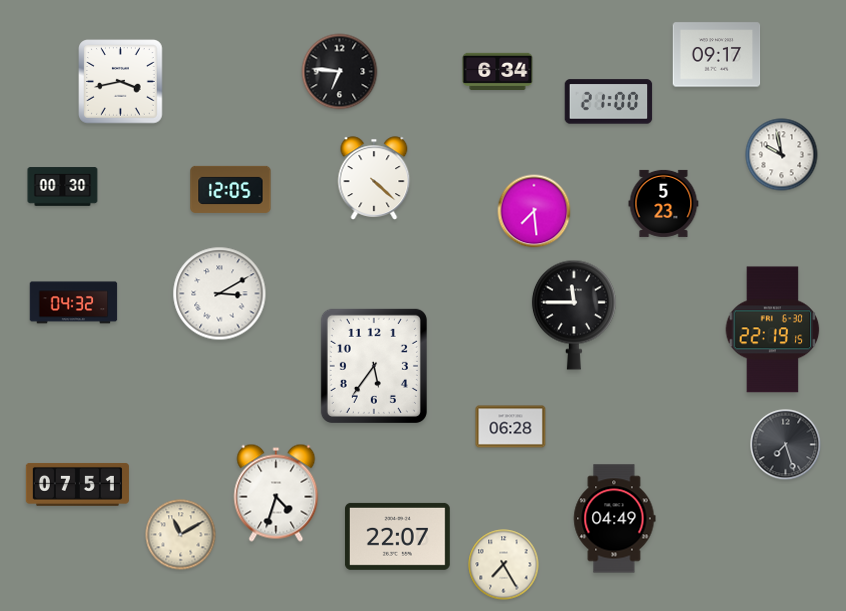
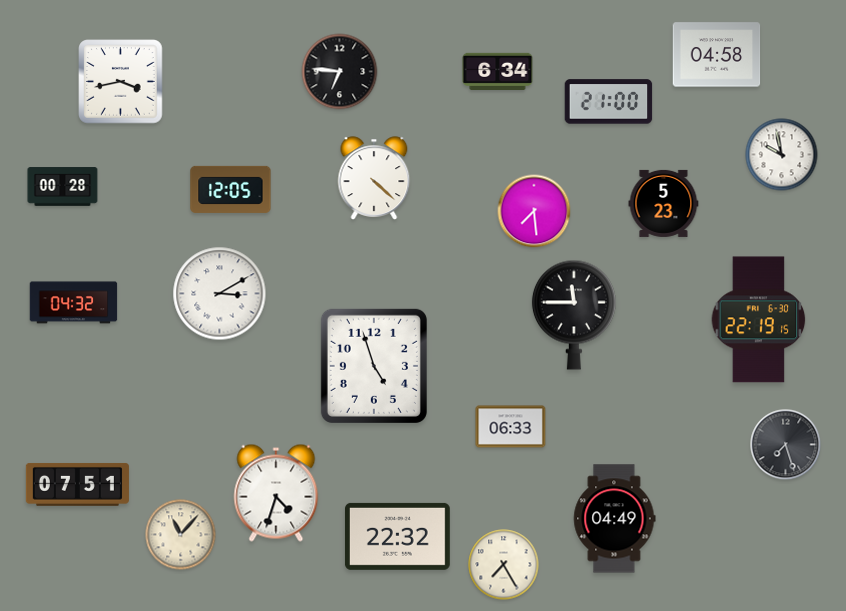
clock at (717, 55): 09:17 -> 04:58
clock at (63, 187): 00:30 -> 00:28
clock at (773, 330) position: (773, 330) -> (759, 320)
clock at (374, 366): 5:36 -> 4:57
clock at (511, 427): 06:28 -> 06:33
clock at (181, 535): 11:10 -> 11:07
clock at (397, 536): 22:07 -> 22:32
